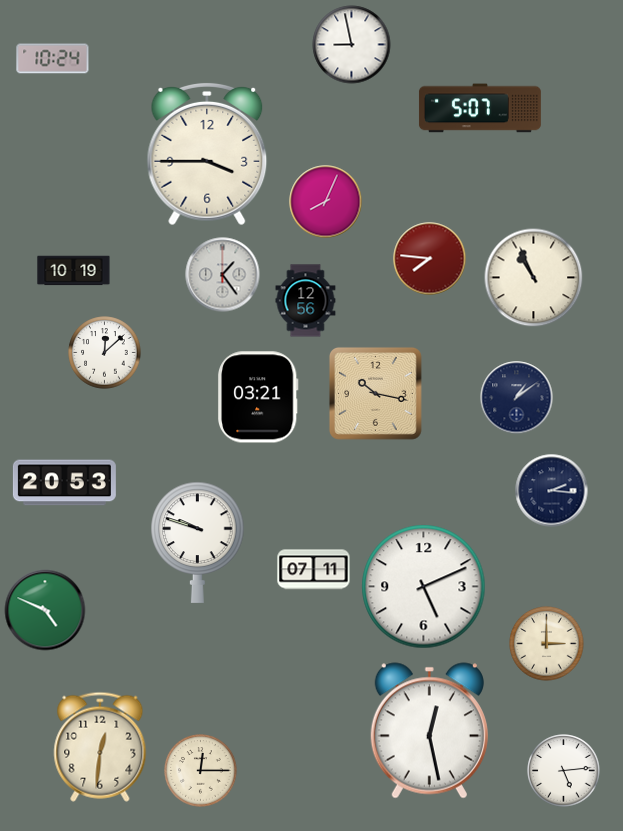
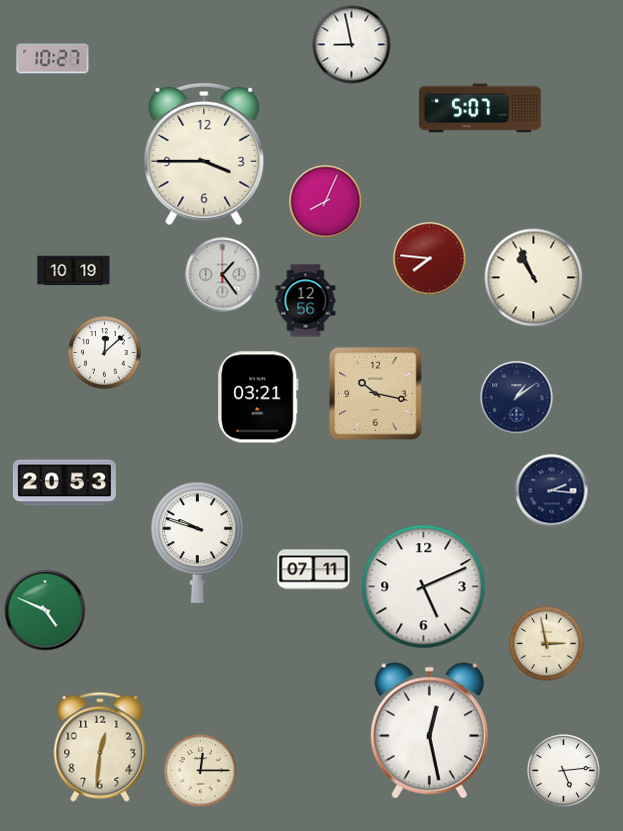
clock at (53, 59): 10:24 -> 10:27
clock at (207, 154) position: (207, 154) -> (204, 154)
clock at (547, 644): 3:00 -> 2:58
